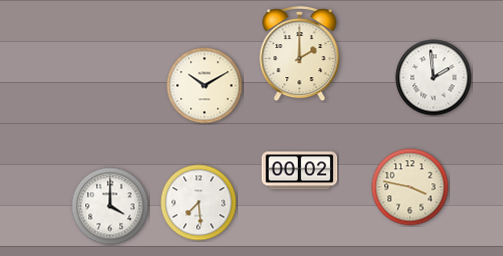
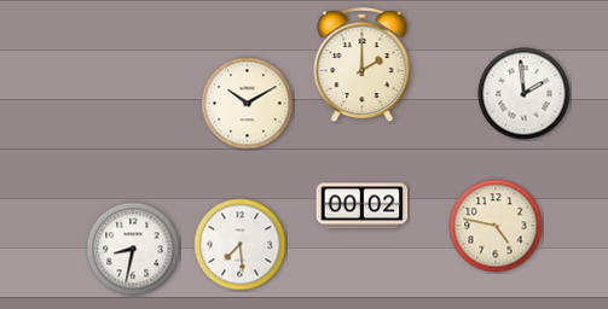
clock at (410, 187): 3:47 -> 4:47
clock at (110, 206): 4:00 -> 8:32
